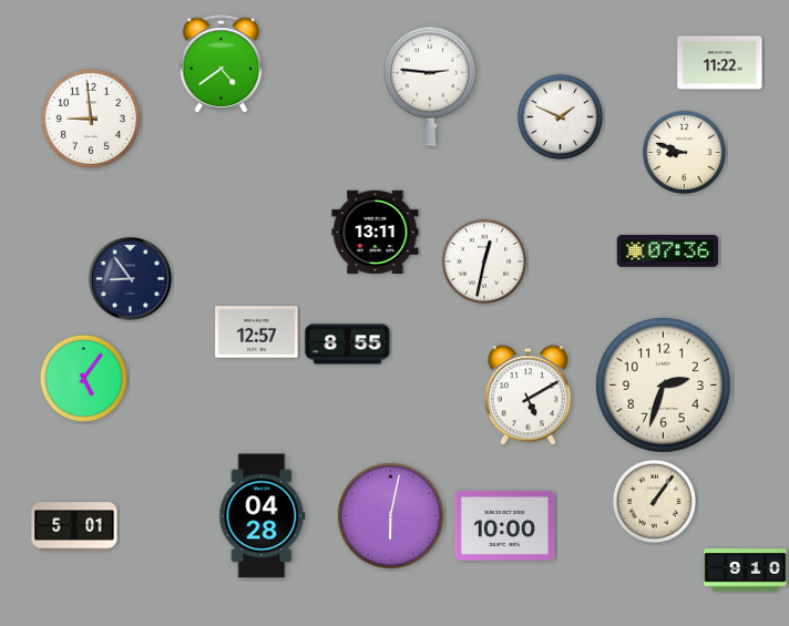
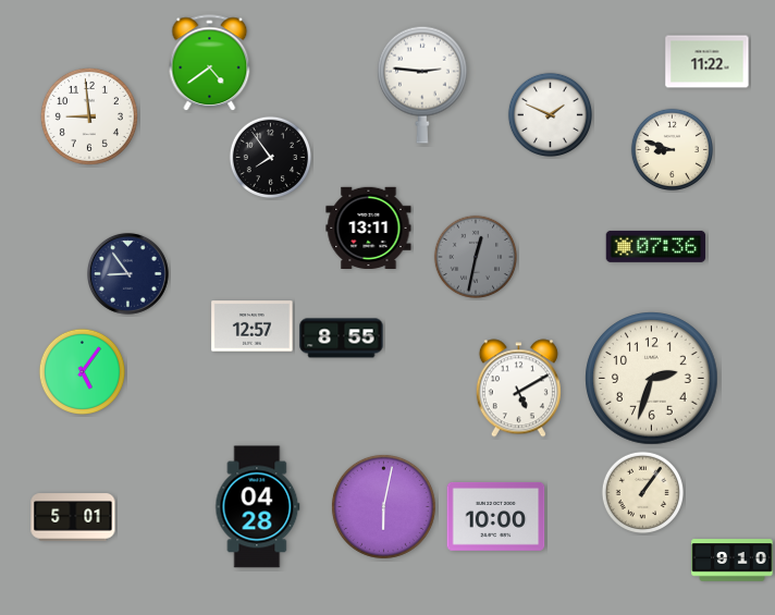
clock at (222, 64) position: (222, 64) -> (210, 63)
clock at (270, 157): none -> 7:54
clock at (483, 260) dial: white -> grey
